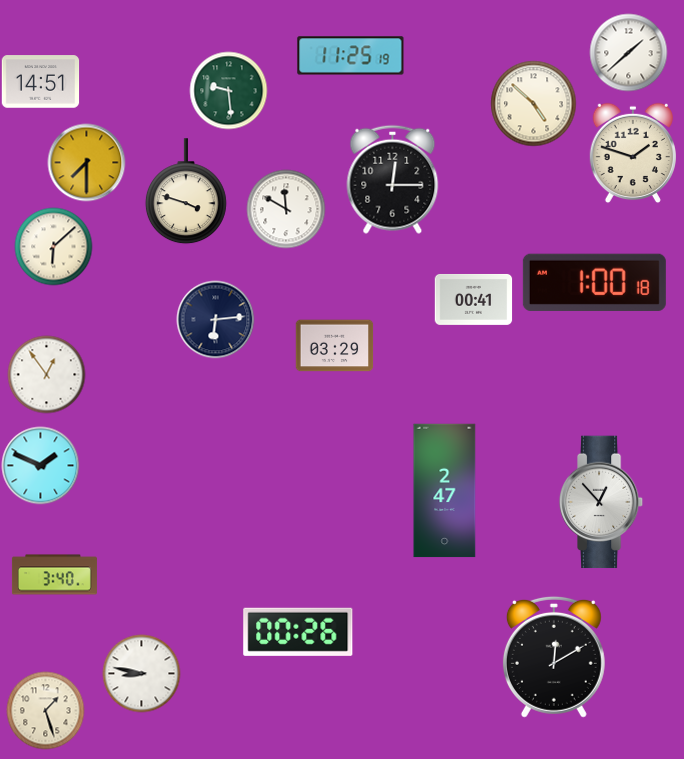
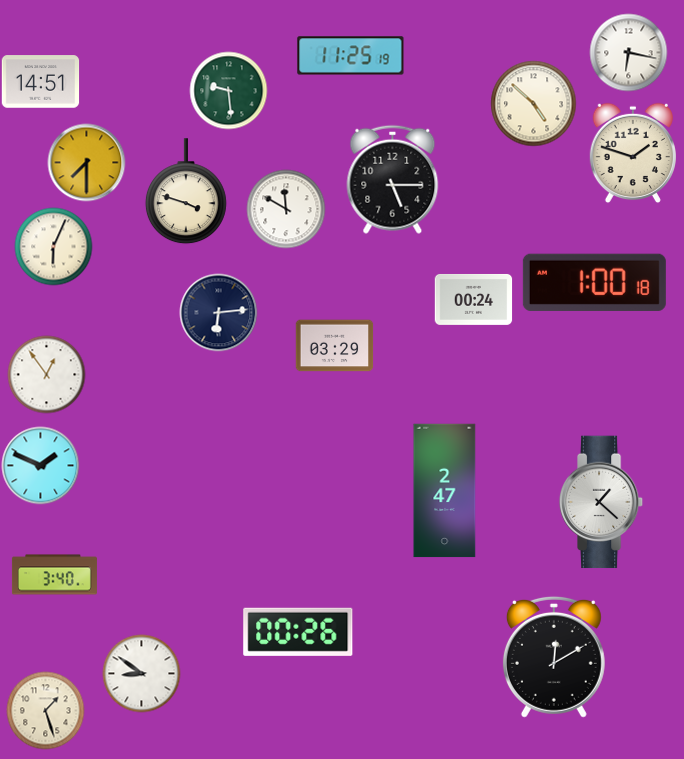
clock at (628, 52): 1:38 -> 6:17
clock at (393, 179): 12:15 -> 5:15
clock at (53, 246): 6:08 -> 6:04
clock at (473, 299): 00:41 -> 00:24
clock at (215, 319) position: (215, 319) -> (218, 312)
clock at (601, 502): 12:53 -> 1:22
clock at (141, 673): 8:47 -> 8:51
